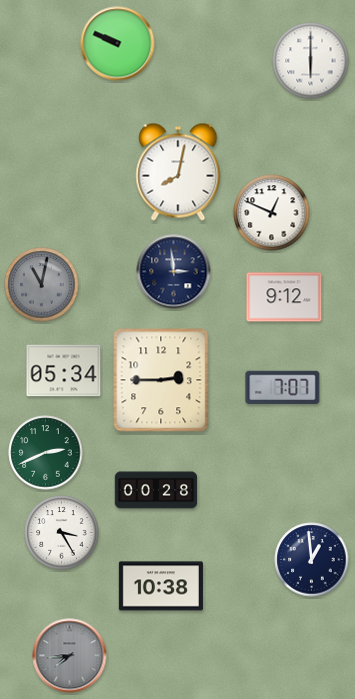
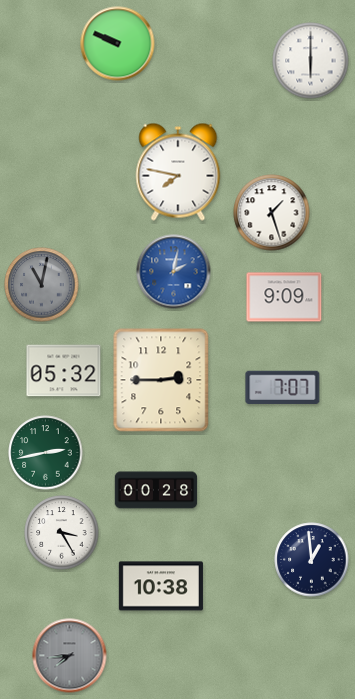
clock at (178, 172): 8:02 -> 7:47
clock at (272, 213): 12:49 -> 1:27
clock at (174, 272): 2:59 -> 2:02
clock at (174, 272) dial: navy -> blue
clock at (284, 297): 9:12 -> 9:09
clock at (64, 371): 05:34 -> 05:32
clock at (46, 453): 2:41 -> 2:43
